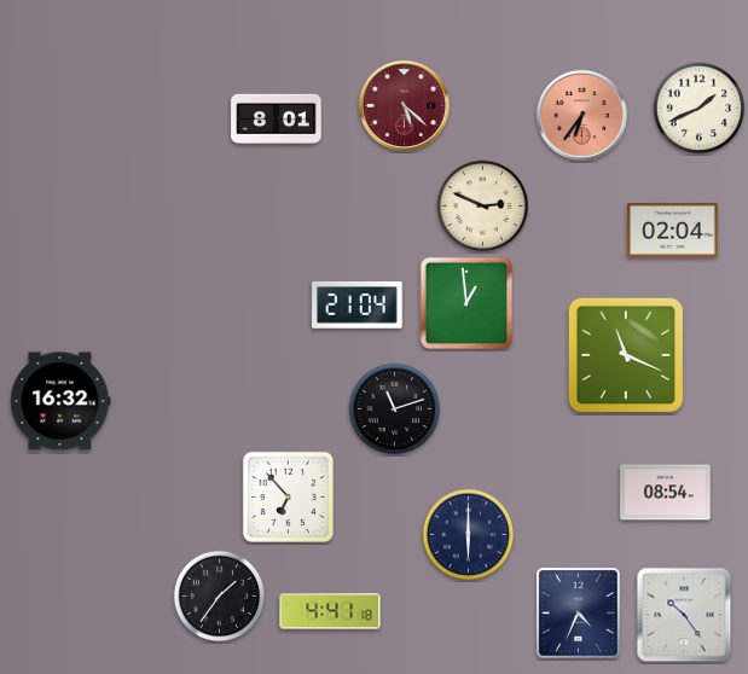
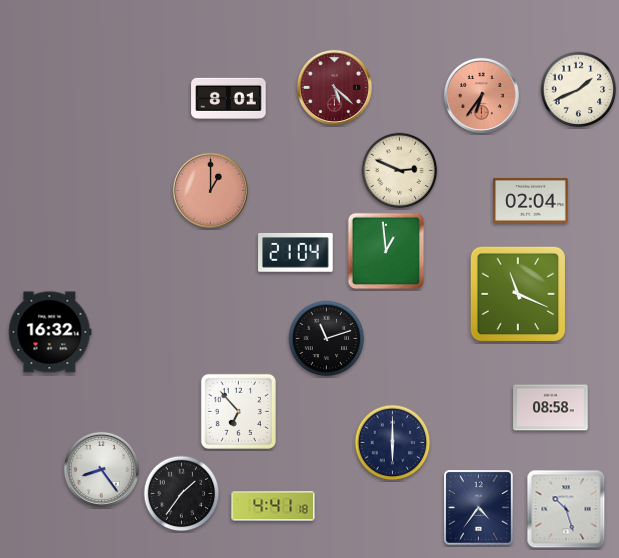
clock at (210, 190): none -> 1:00
clock at (673, 229) position: (673, 229) -> (531, 200)
clock at (666, 493): 08:54 -> 08:58
clock at (469, 535) position: (469, 535) -> (393, 443)
clock at (101, 469): none -> 8:24
clock at (579, 614): 4:34 -> 4:36
clock at (684, 615): 10:24 -> 10:27
